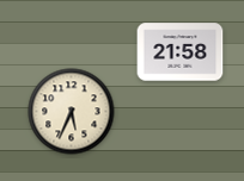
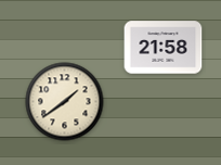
clock at (72, 112): 5:34 -> 1:39
